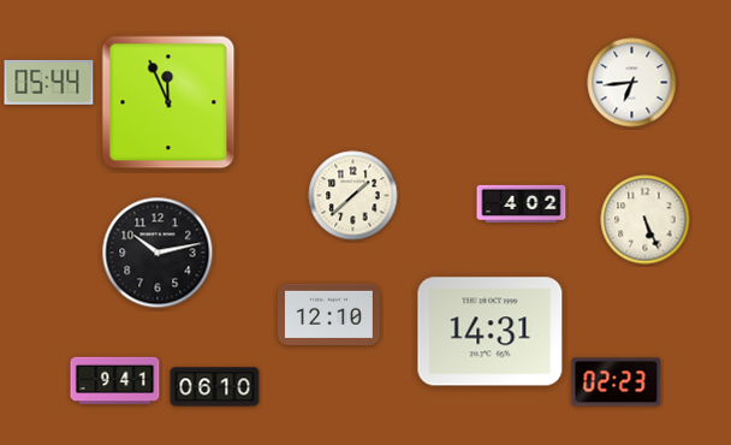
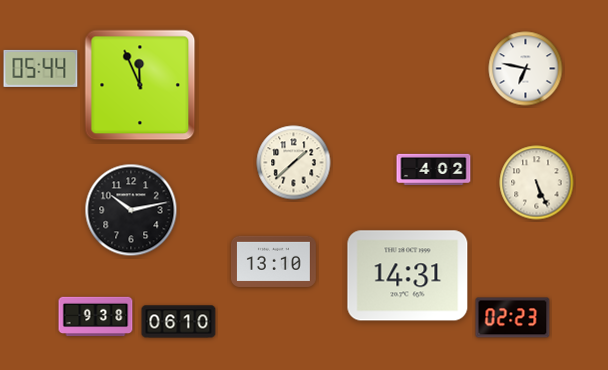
clock at (632, 83): 6:44 -> 6:47
clock at (328, 314): 12:10 -> 13:10
clock at (115, 381): 9:41 -> 9:38
